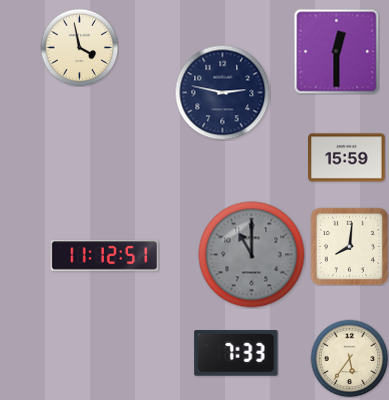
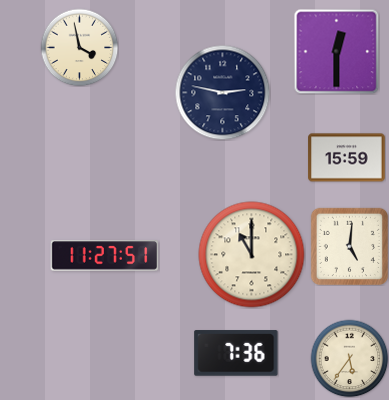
clock at (349, 246): 8:01 -> 5:01
clock at (252, 255) dial: grey -> cream
clock at (105, 256): 11:12 -> 11:27
clock at (236, 353): 7:33 -> 7:36
